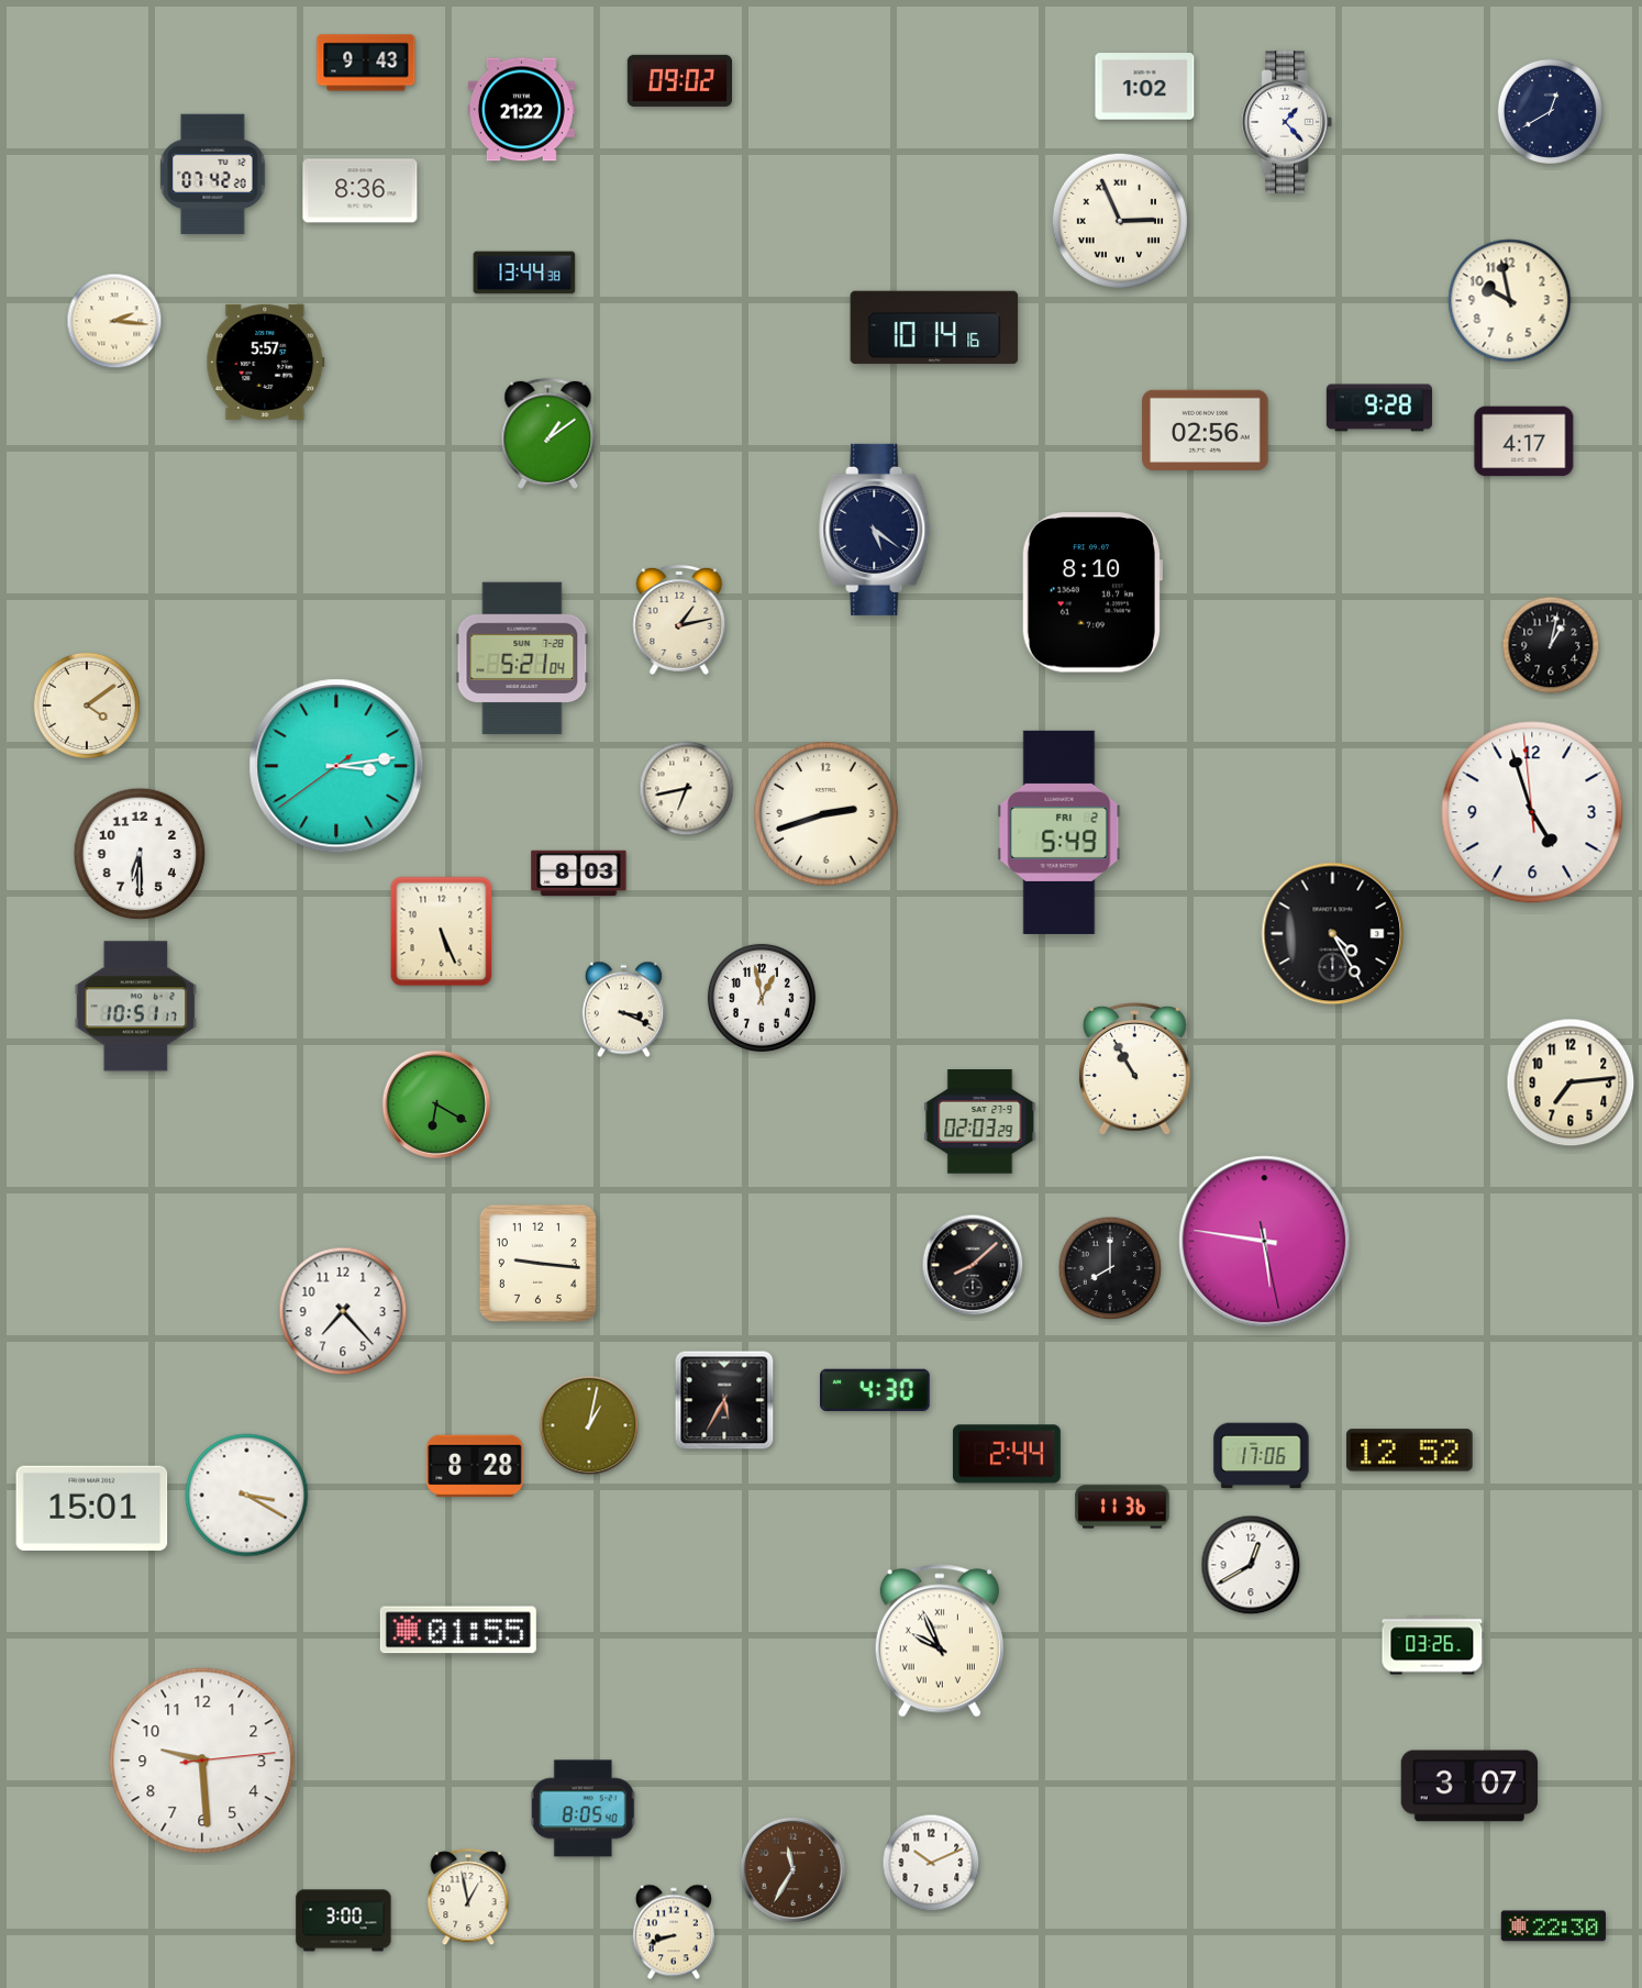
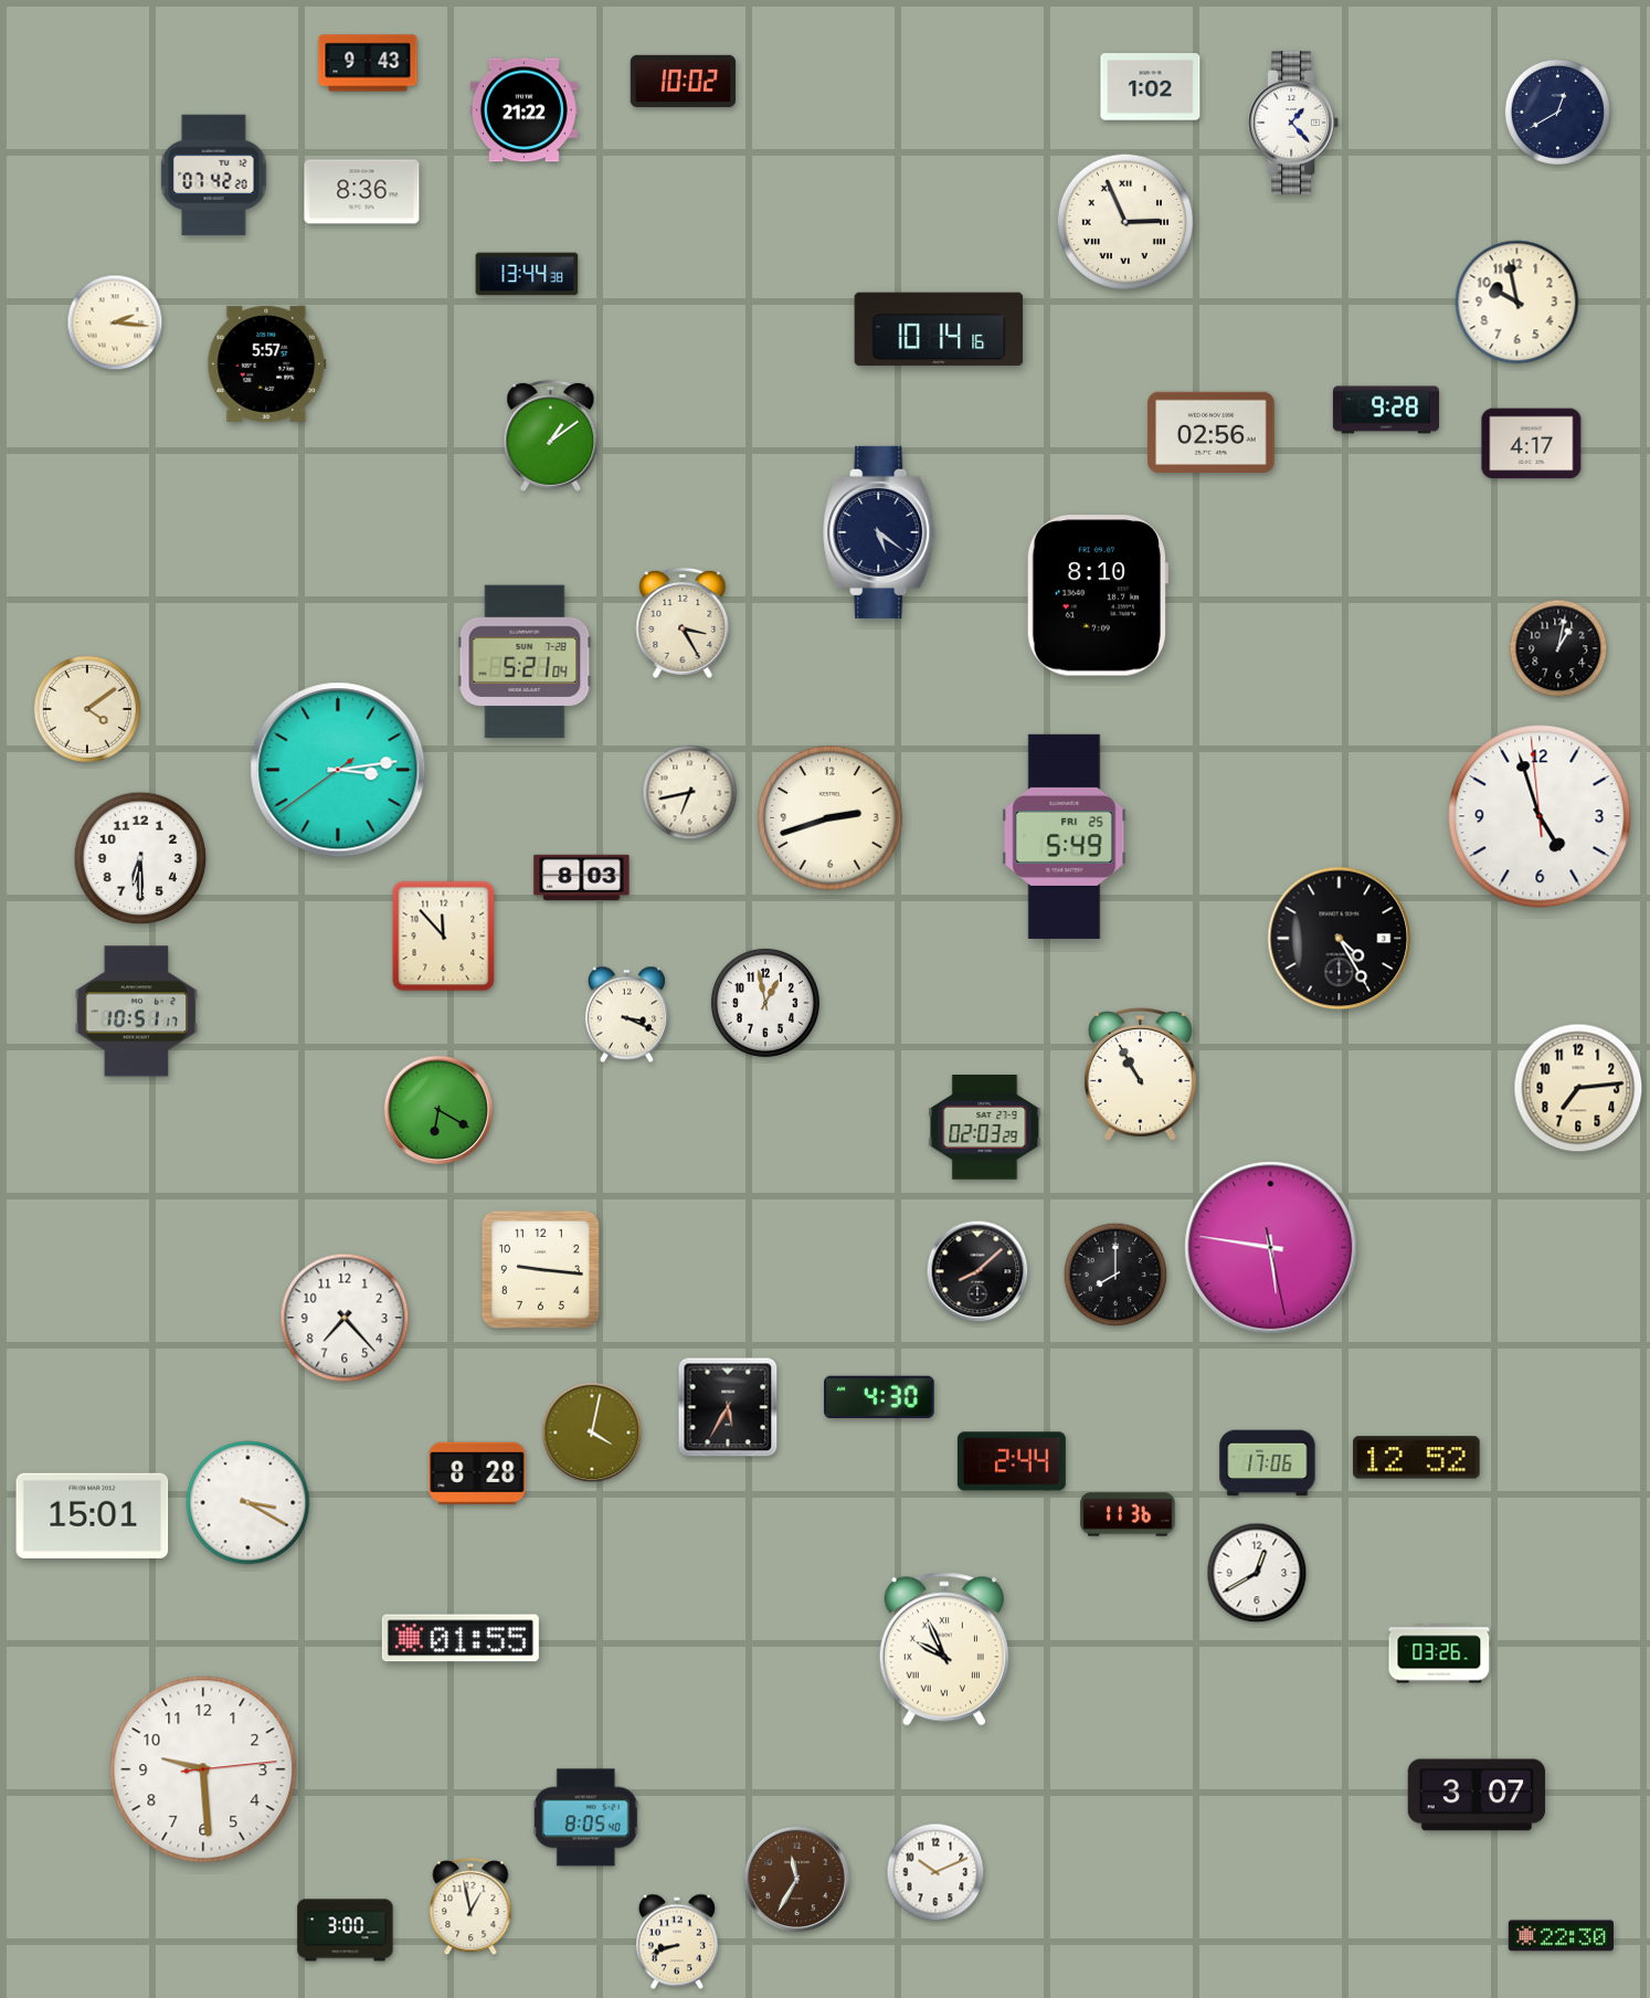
clock at (679, 80): 09:02 -> 10:02
clock at (679, 620): 1:13 -> 3:25
clock at (1059, 832) date: FRI 2 -> FRI 25
clock at (442, 932): 5:26 -> 11:53
clock at (589, 1425): 1:02 -> 4:02
